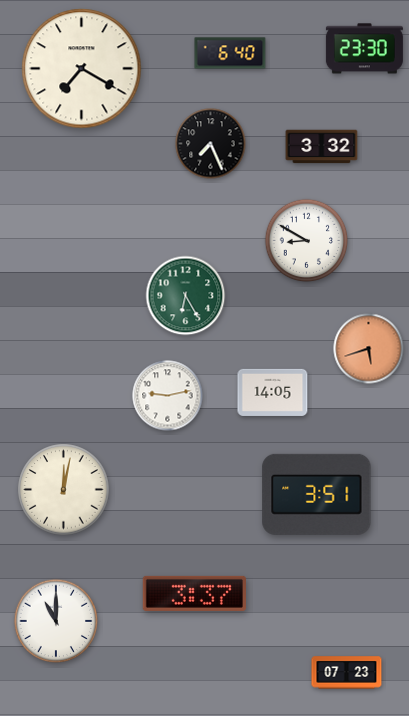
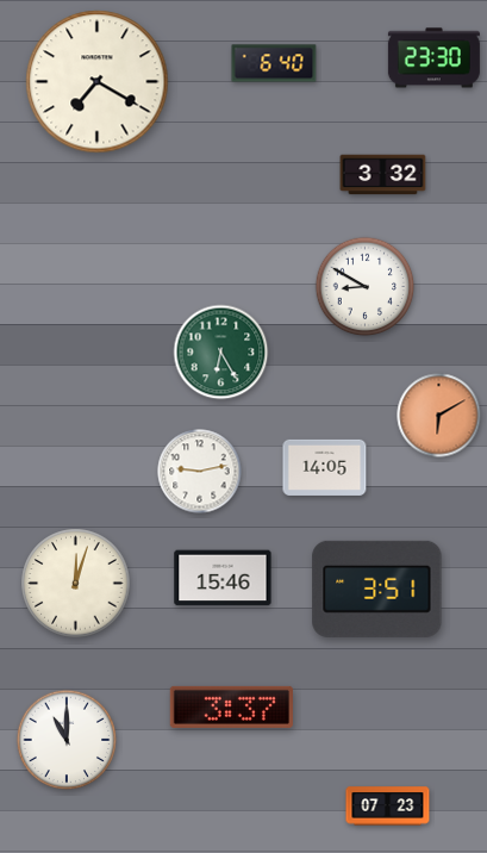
clock at (211, 144): 7:26 -> none
clock at (369, 349): 5:42 -> 6:10
clock at (223, 578): none -> 15:46
clock at (64, 490): 12:02 -> 12:03
clock at (347, 673) position: (347, 673) -> (388, 807)
